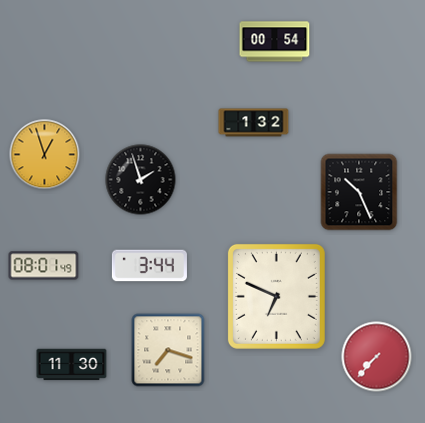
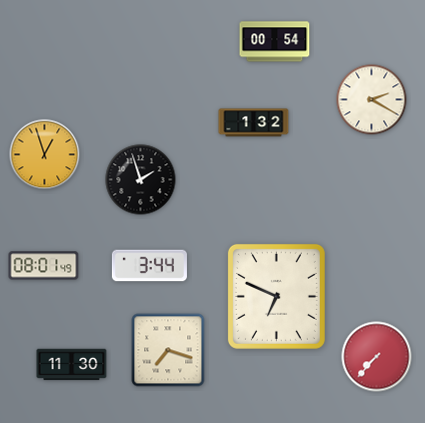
clock at (372, 100): none -> 2:20
clock at (359, 192): 10:26 -> none
